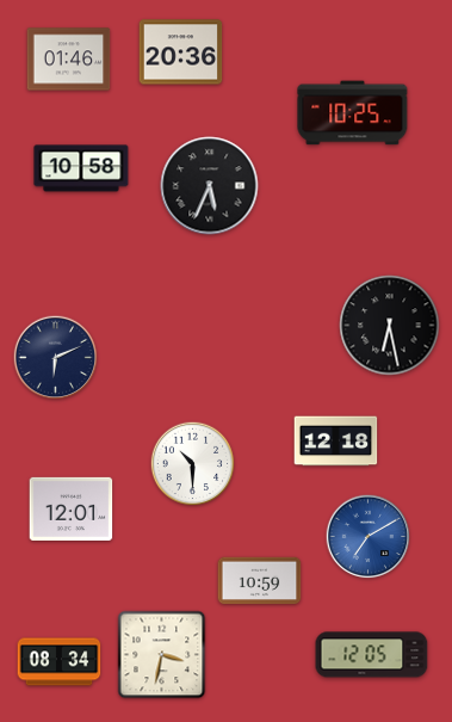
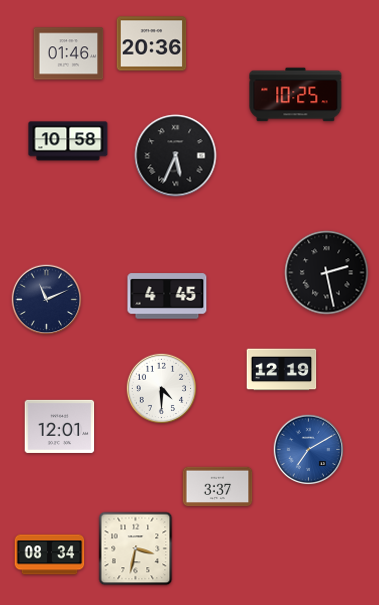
clock at (69, 60) position: (69, 60) -> (69, 54)
clock at (390, 326): 6:28 -> 2:28
clock at (167, 296): none -> 4:45
clock at (56, 358): 6:11 -> 11:11
clock at (336, 442): 12:18 -> 12:19
clock at (193, 464): 10:30 -> 4:30
clock at (260, 581): 10:59 -> 3:37
clock at (372, 655): 12:05 -> none
